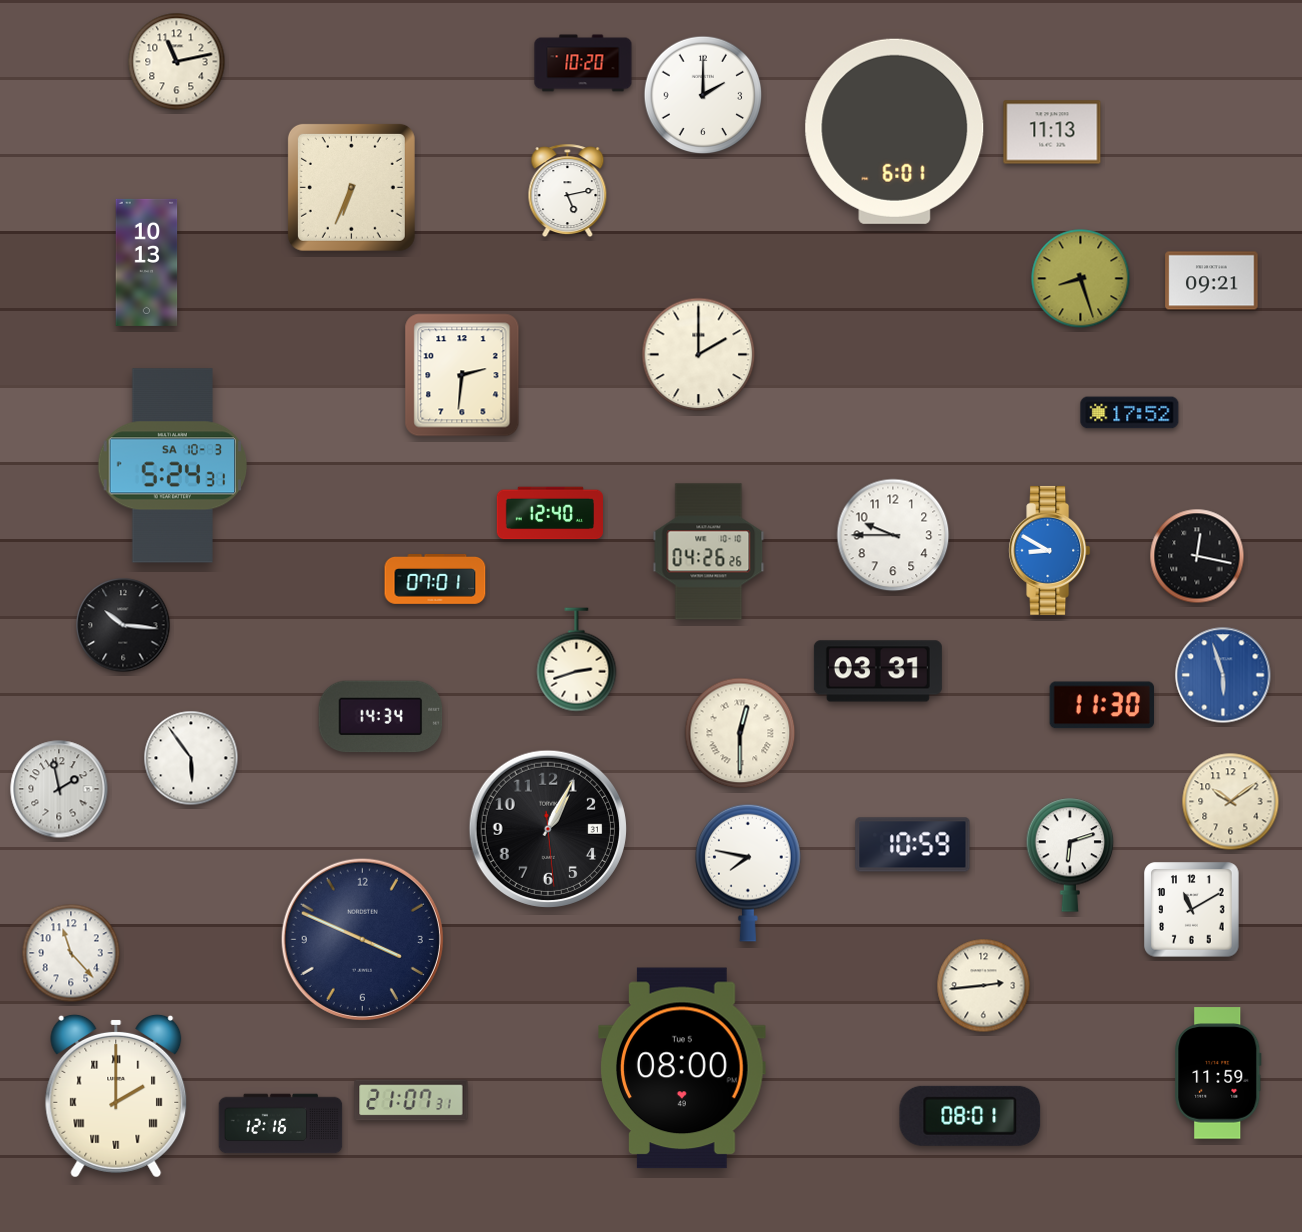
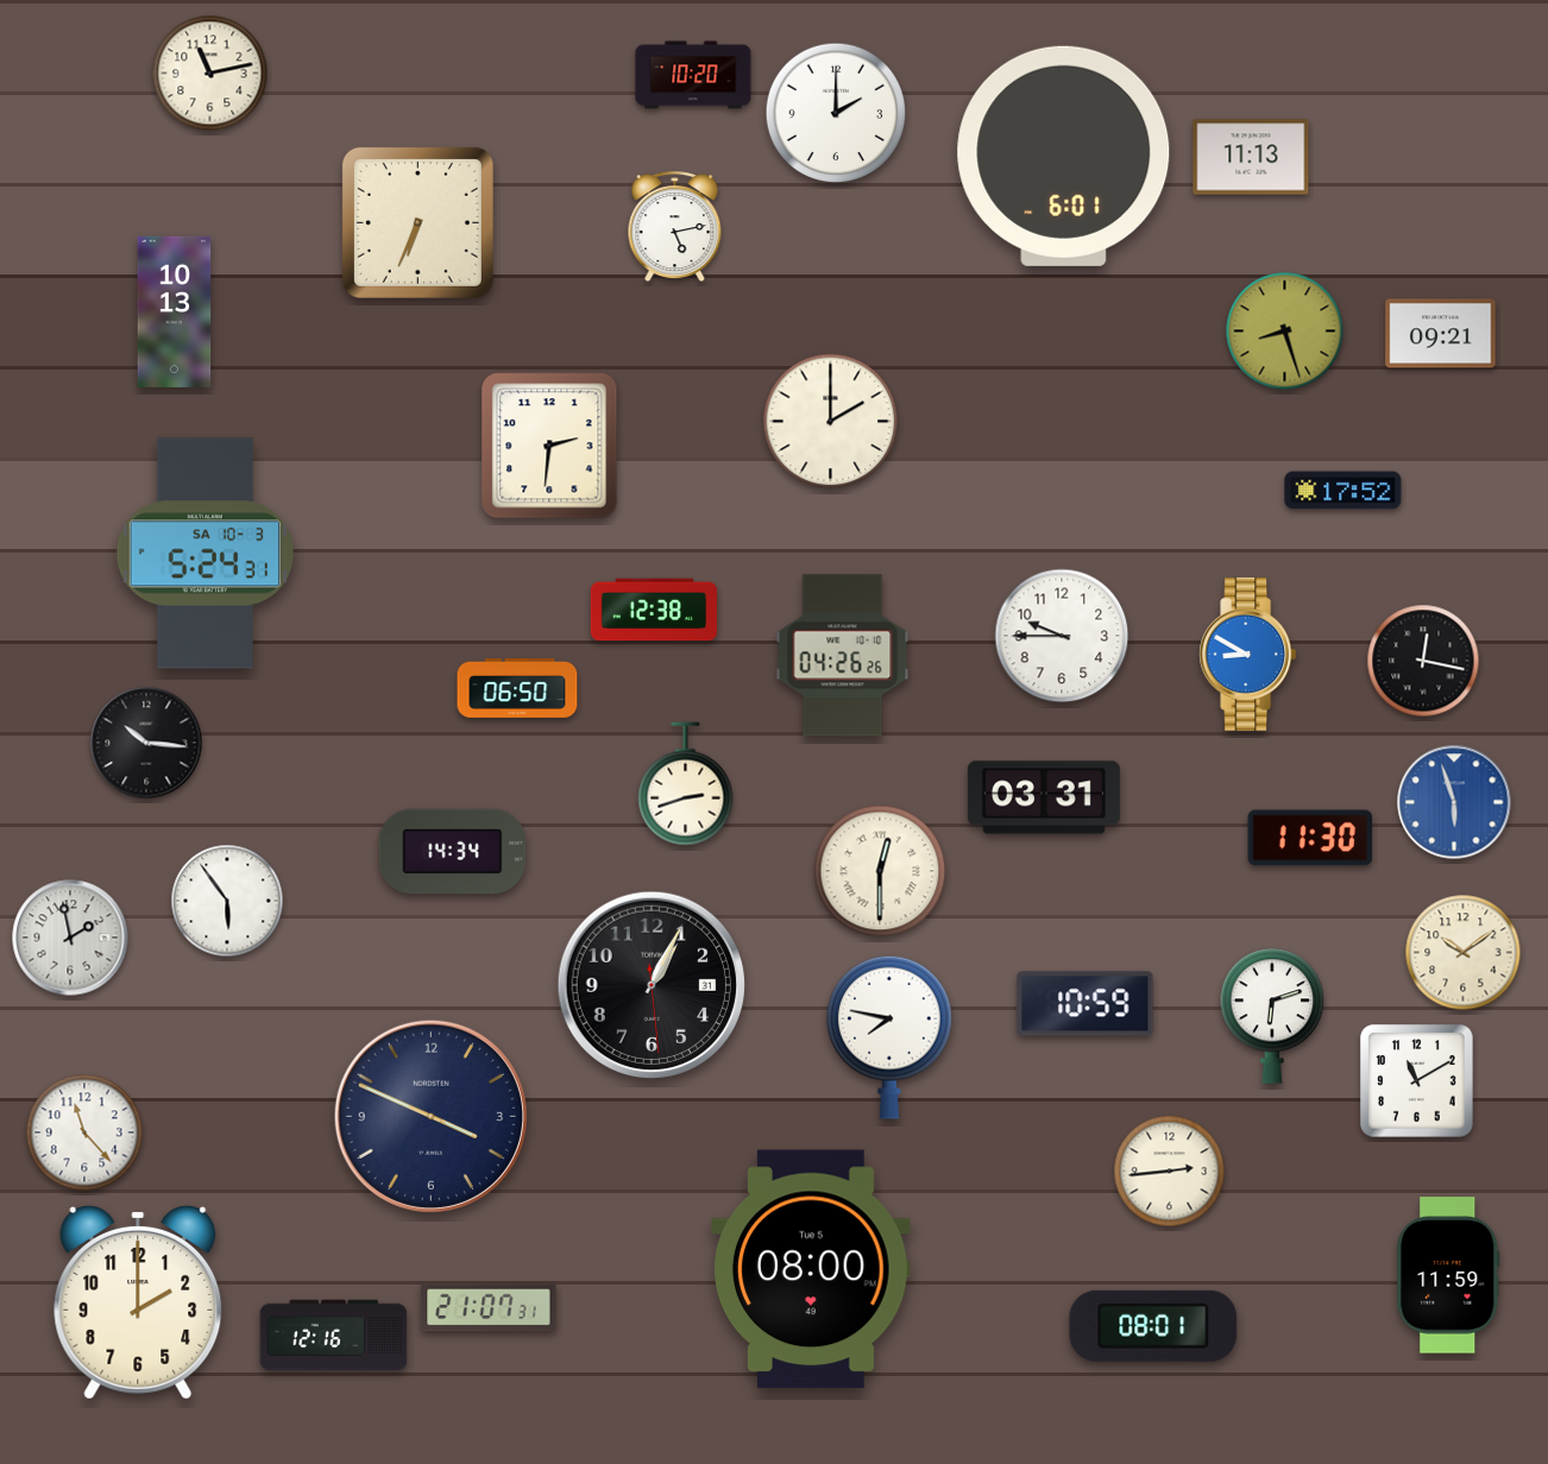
clock at (549, 513): 12:40 -> 12:38
clock at (435, 580): 07:01 -> 06:50
clock at (116, 1096) numerals: Roman -> Arabic
